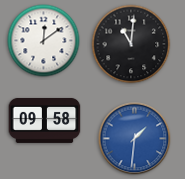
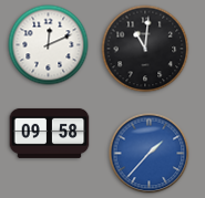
clock at (44, 41): 12:09 -> 12:11
clock at (135, 139): 1:31 -> 1:37
